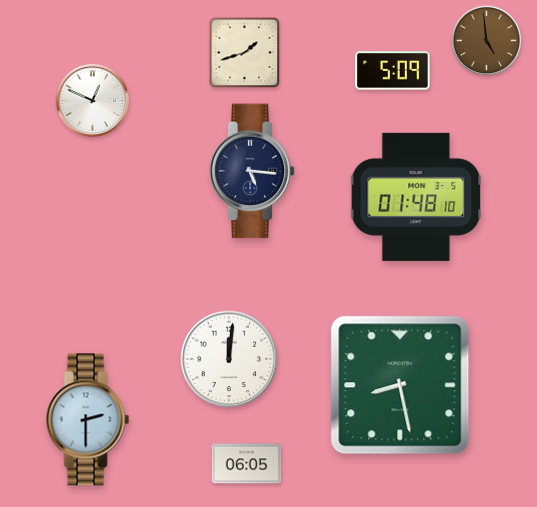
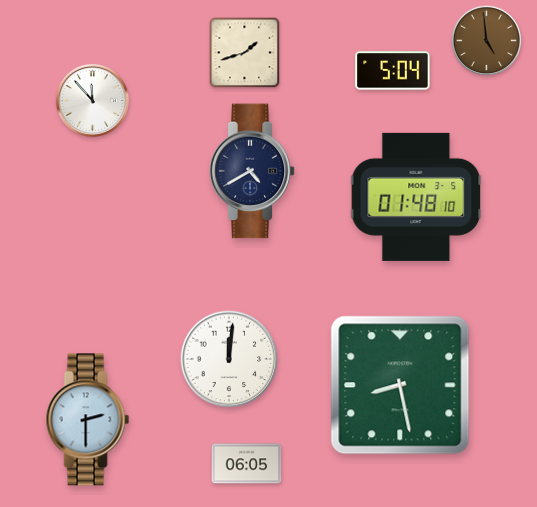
clock at (393, 71): 5:09 -> 5:04
clock at (92, 100): 12:49 -> 11:53
clock at (252, 171): 5:16 -> 4:40
